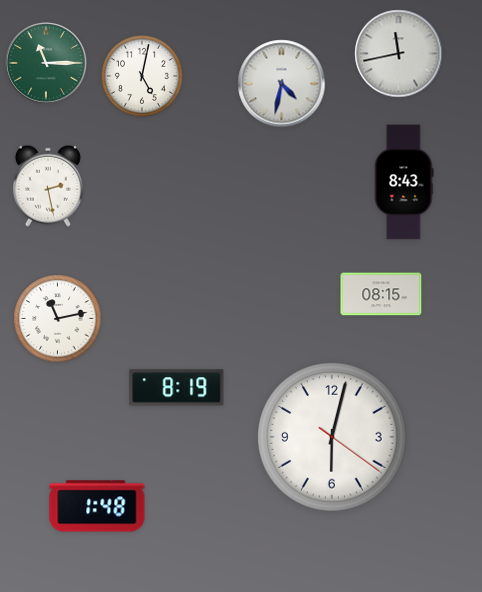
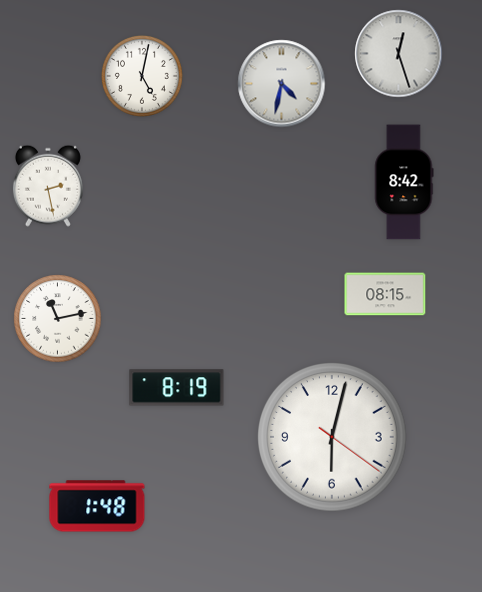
clock at (399, 54): 11:43 -> 12:27
clock at (46, 63): 11:15 -> none
clock at (404, 182): 8:43 -> 8:42
clock at (381, 294) position: (381, 294) -> (385, 294)
